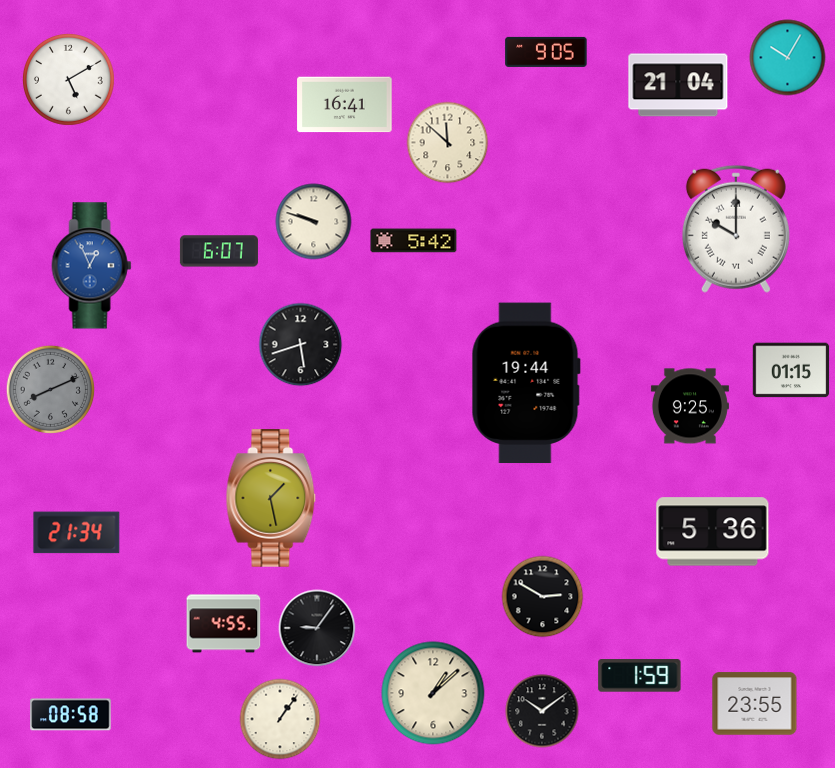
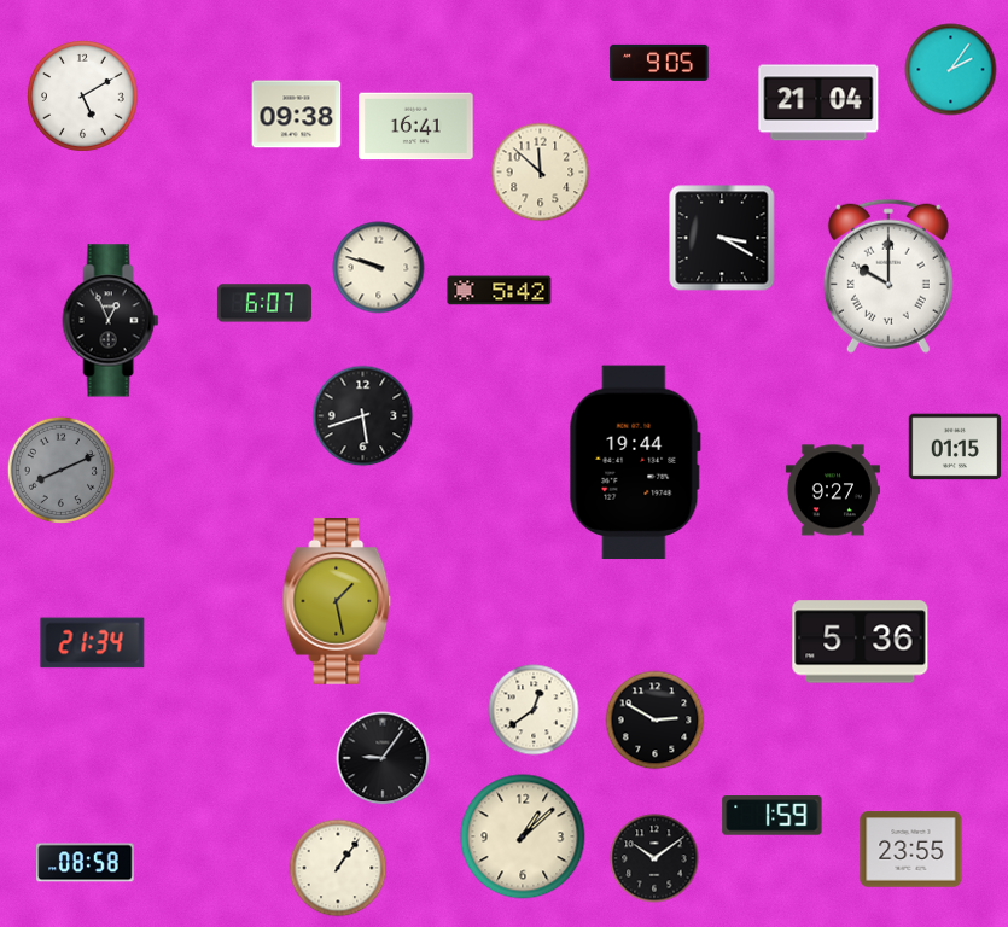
clock at (788, 58): 10:05 -> 2:06
clock at (297, 115): none -> 09:38
clock at (722, 238): none -> 3:20
clock at (92, 266) dial: blue -> black
clock at (690, 406): 9:25 -> 9:27
clock at (271, 498) position: (271, 498) -> (337, 601)
clock at (534, 710): none -> 12:39
clock at (224, 624): 4:55 -> none
